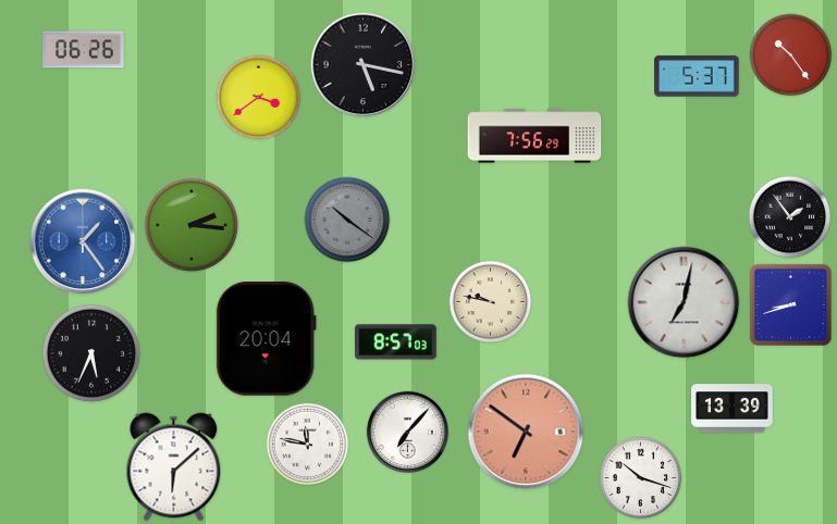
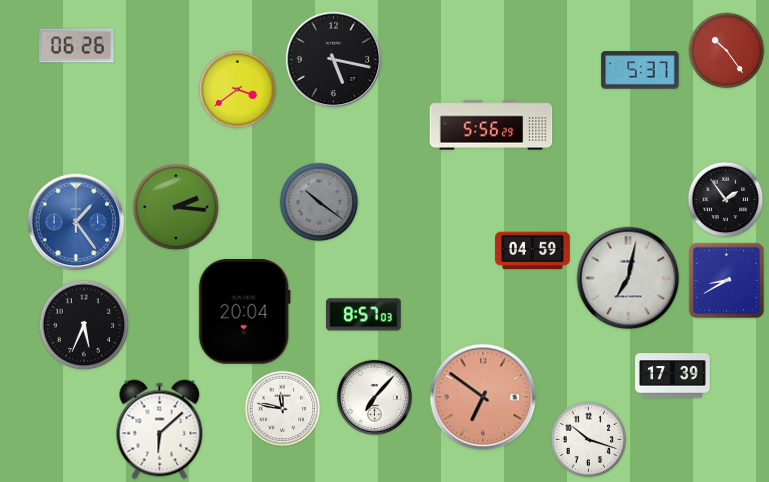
clock at (534, 136): 7:56 -> 5:56
clock at (533, 251): none -> 04:59
clock at (491, 302): 9:47 -> none
clock at (790, 304): 8:42 -> 8:40
clock at (733, 409): 13:39 -> 17:39
